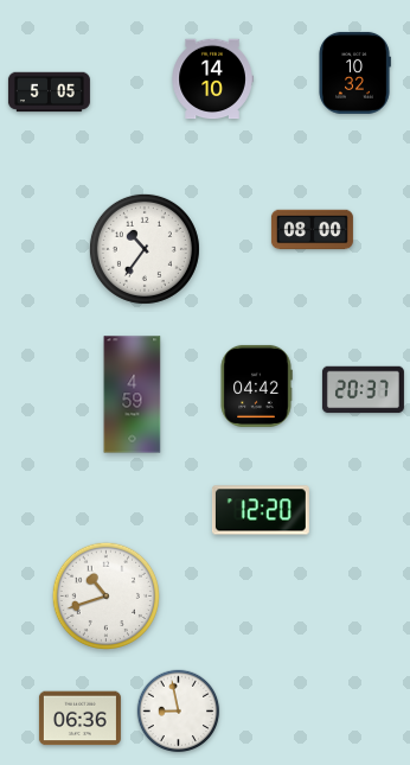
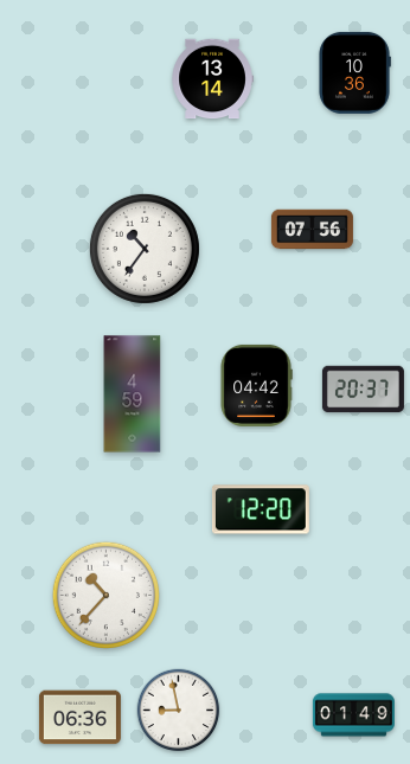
clock at (354, 72): 10:32 -> 10:36
clock at (212, 79): 14:10 -> 13:14
clock at (49, 93): 5:05 -> none
clock at (312, 230): 08:00 -> 07:56
clock at (107, 597): 10:42 -> 10:37
clock at (353, 715): none -> 01:49
